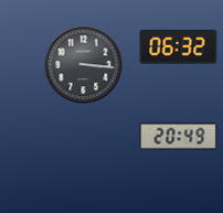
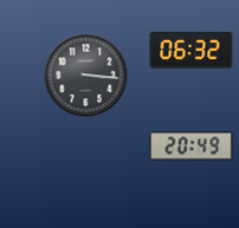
clock at (84, 65) position: (84, 65) -> (86, 76)
